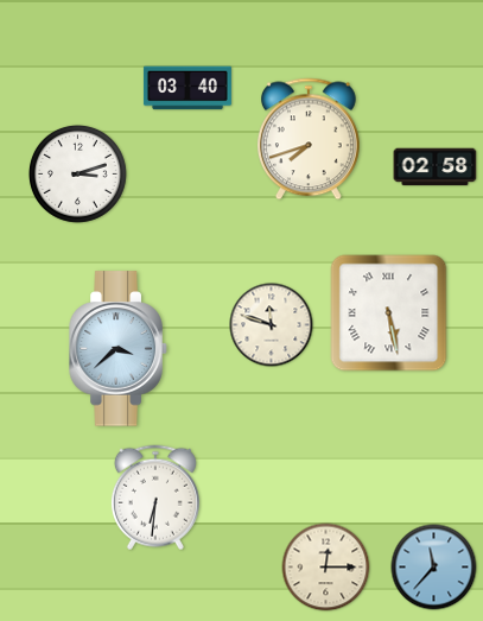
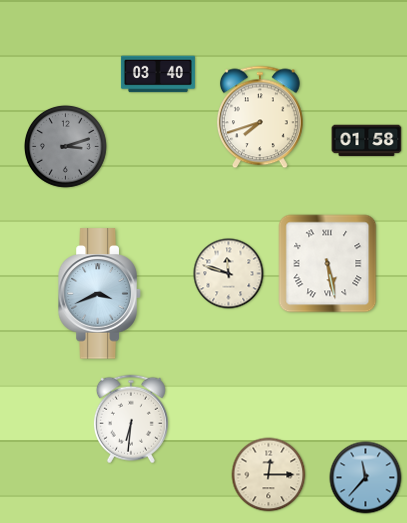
clock at (436, 167): 02:58 -> 01:58
clock at (77, 173) dial: white -> grey
clock at (119, 349): 3:38 -> 3:41
clock at (326, 568) position: (326, 568) -> (269, 475)
